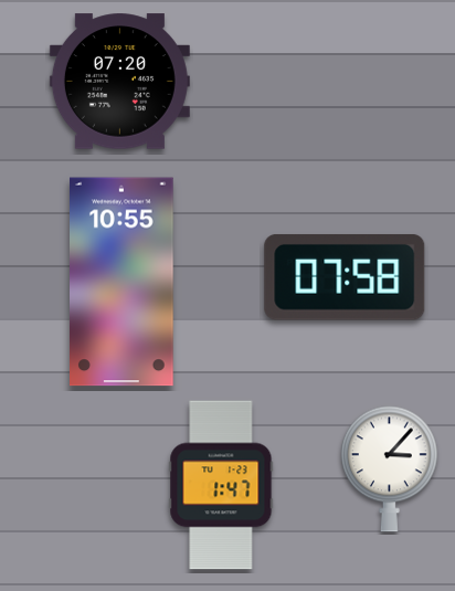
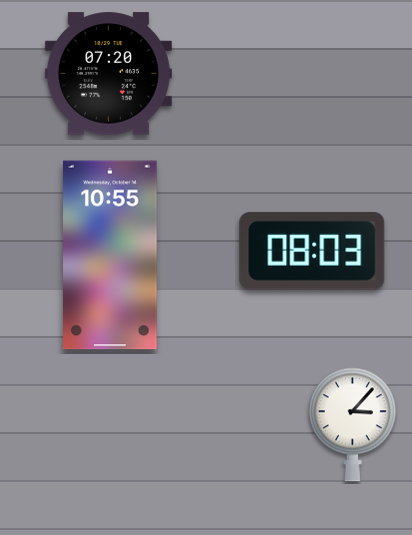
clock at (345, 277): 07:58 -> 08:03
clock at (221, 485): 1:47 -> none
